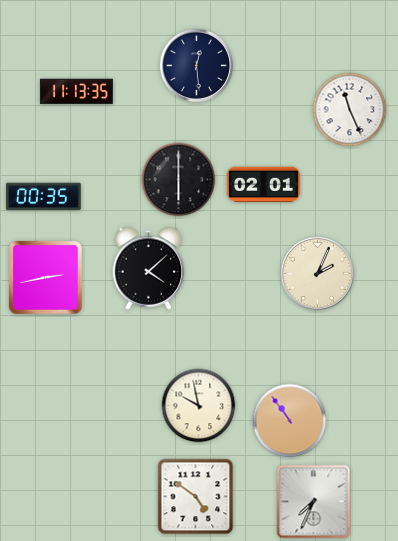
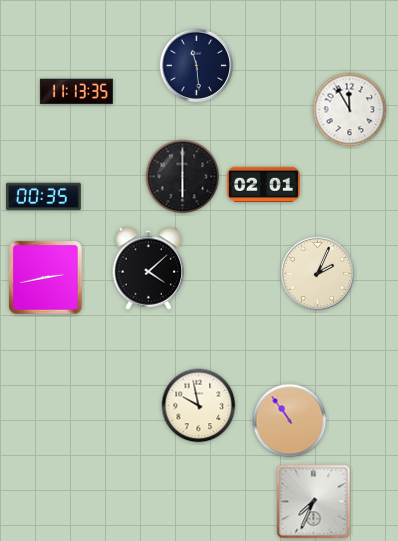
clock at (196, 65): 12:29 -> 11:29
clock at (350, 110): 11:26 -> 11:55
clock at (179, 180) position: (179, 180) -> (183, 177)
clock at (196, 497): 4:51 -> none
